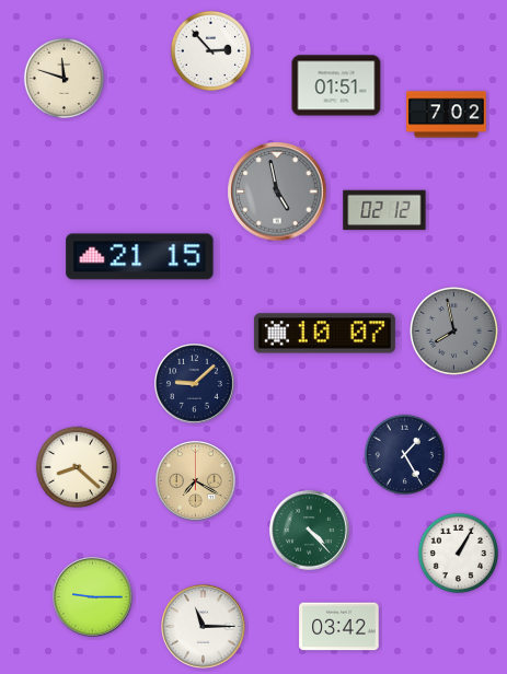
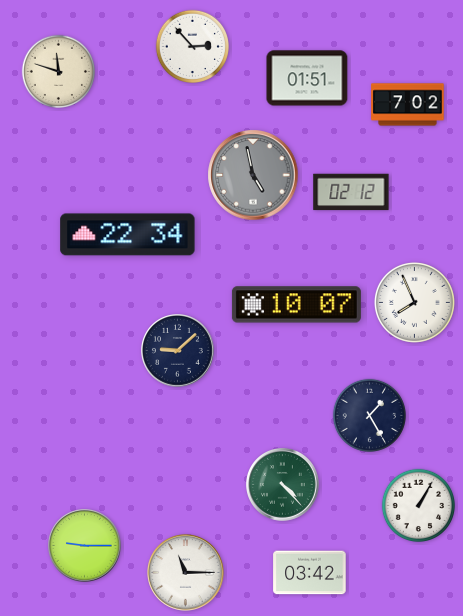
clock at (140, 257): 21:15 -> 22:34
clock at (453, 330): 7:58 -> 7:56
clock at (453, 330) dial: grey -> white
clock at (76, 466): 8:22 -> none
clock at (196, 481): 7:20 -> none
